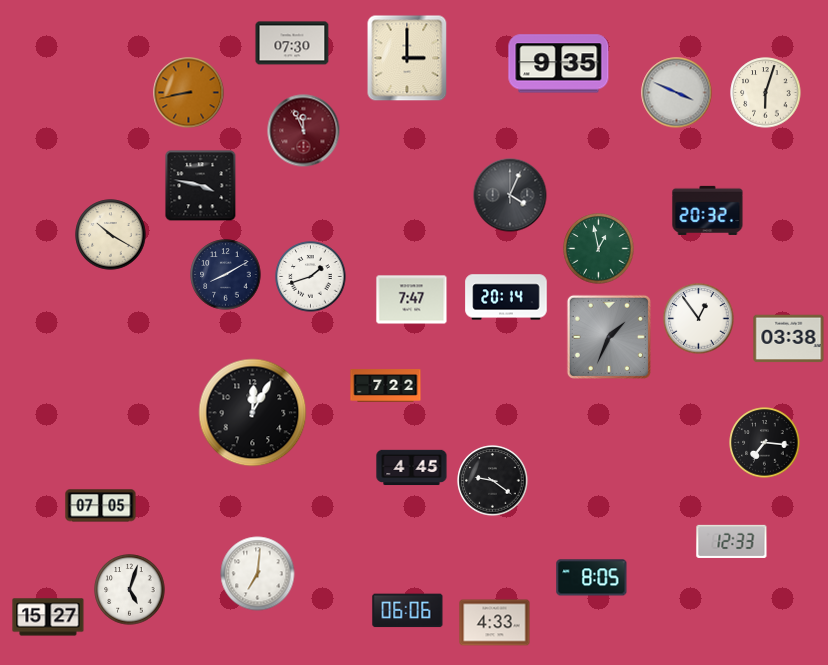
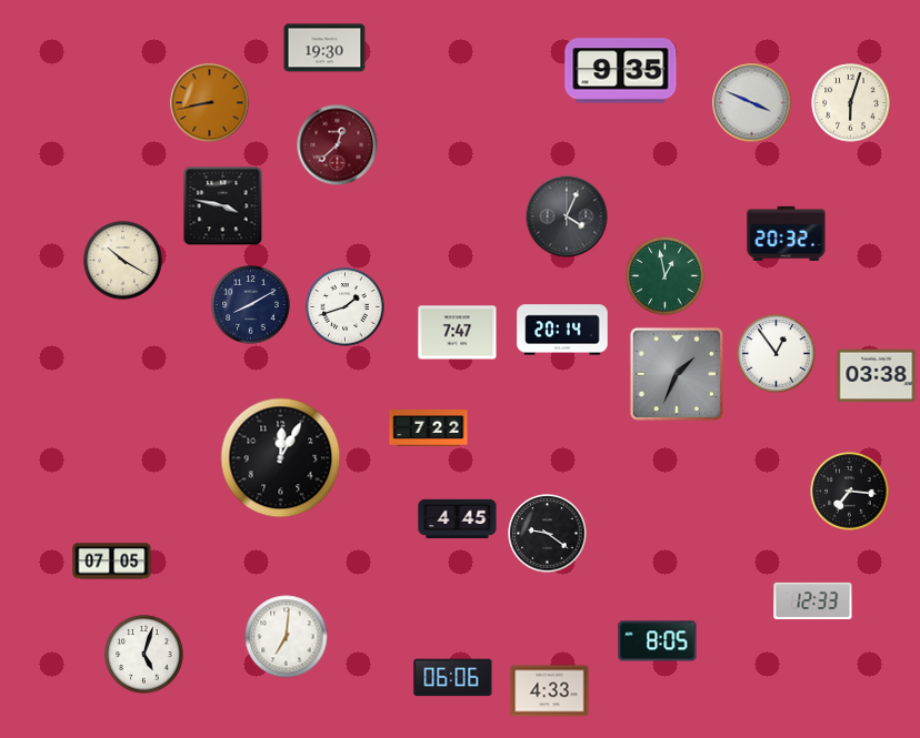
clock at (292, 43): 07:30 -> 19:30
clock at (407, 58): 3:00 -> none
clock at (304, 131): 11:56 -> 12:38
clock at (48, 617): 15:27 -> none
